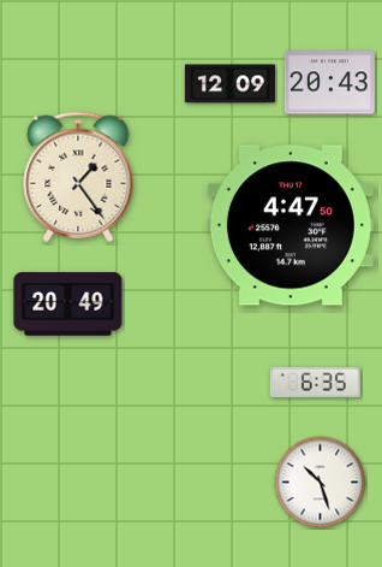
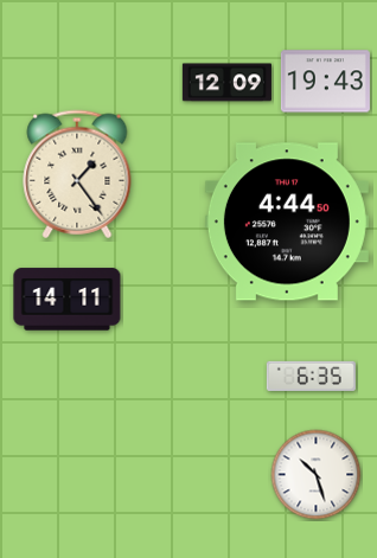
clock at (329, 83): 20:43 -> 19:43
clock at (291, 225): 4:47 -> 4:44
clock at (68, 305): 20:49 -> 14:11
